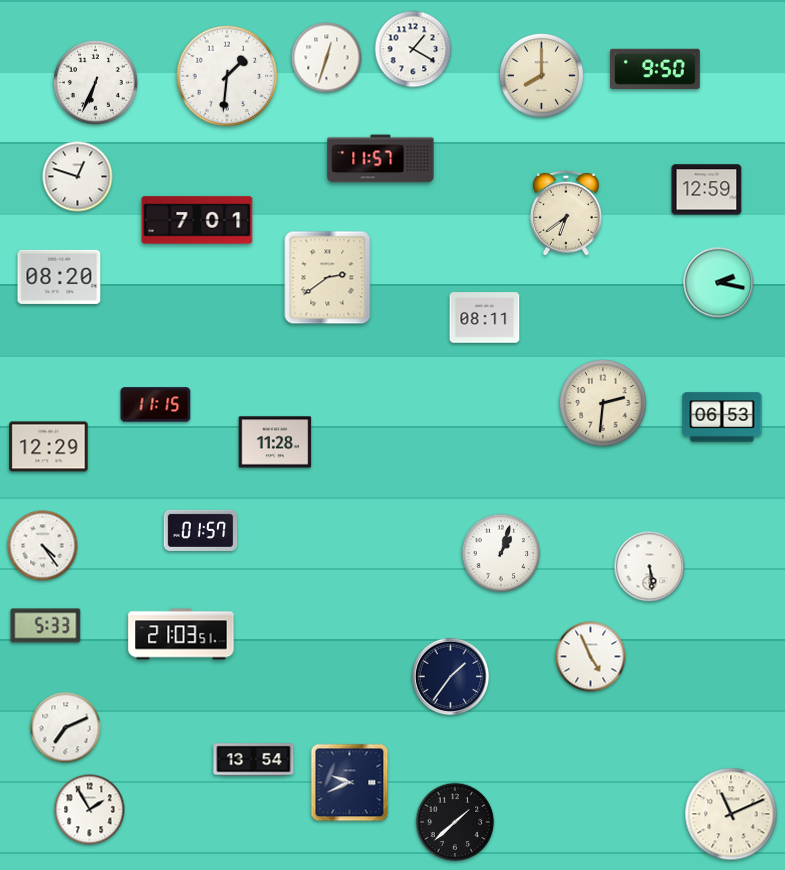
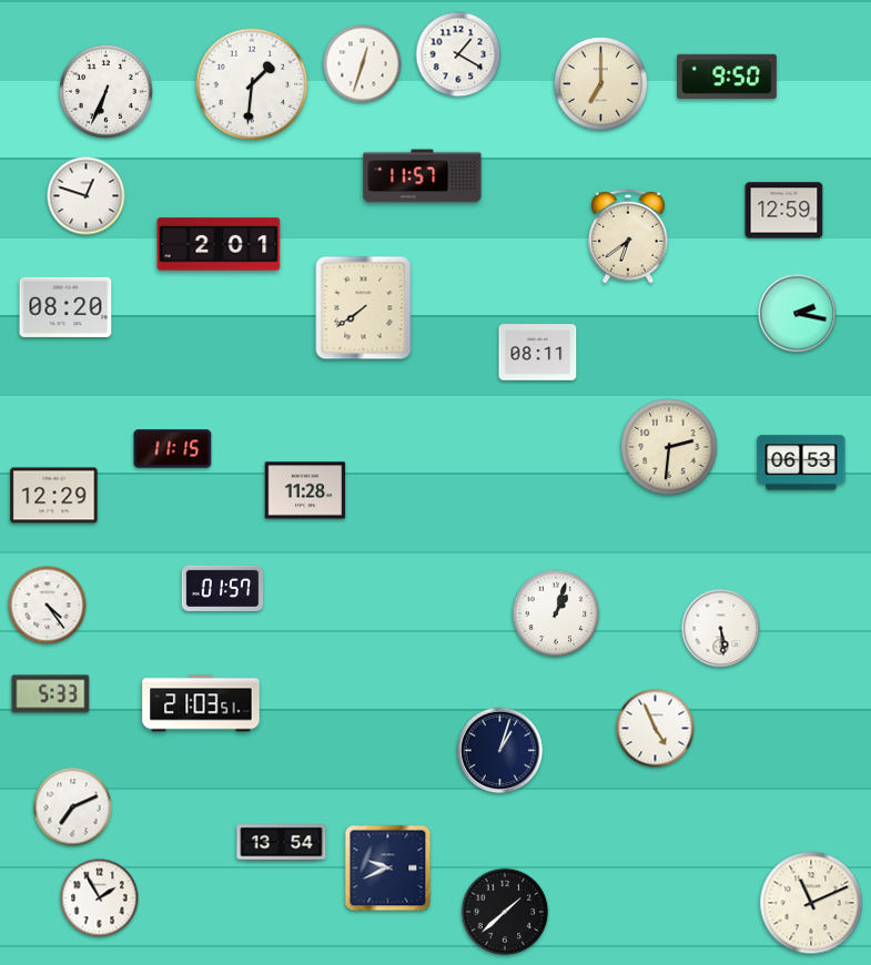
clock at (541, 75): 8:00 -> 7:00
clock at (197, 220): 7:01 -> 2:01
clock at (328, 278): 2:39 -> 7:39
clock at (451, 677): 1:36 -> 1:03
